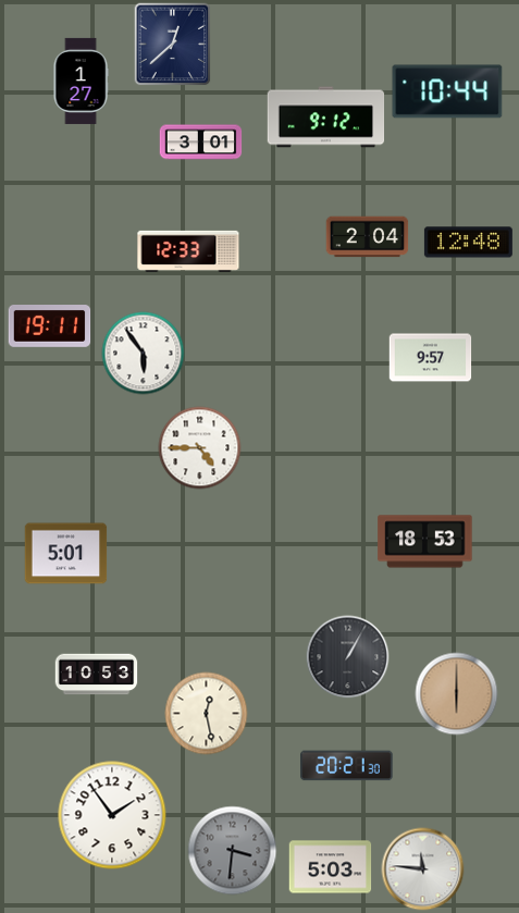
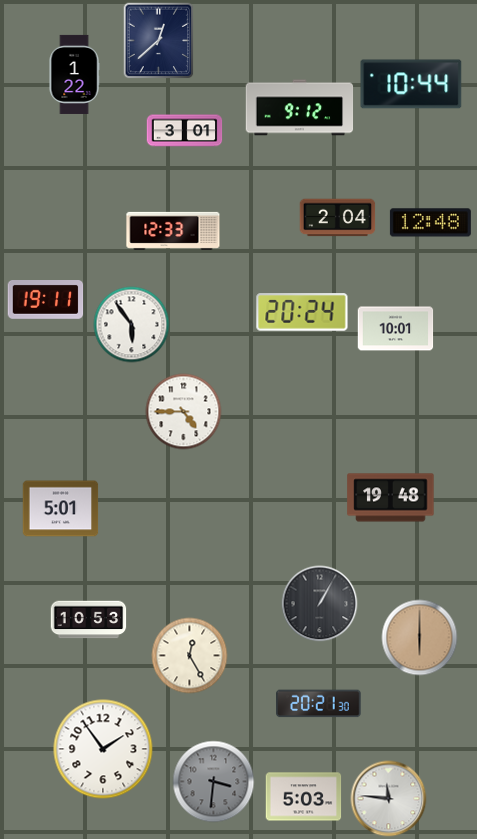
clock at (81, 81): 1:27 -> 1:22
clock at (302, 312): none -> 20:24
clock at (431, 358): 9:57 -> 10:01
clock at (425, 542): 18:53 -> 19:48
clock at (207, 714): 12:28 -> 12:25
